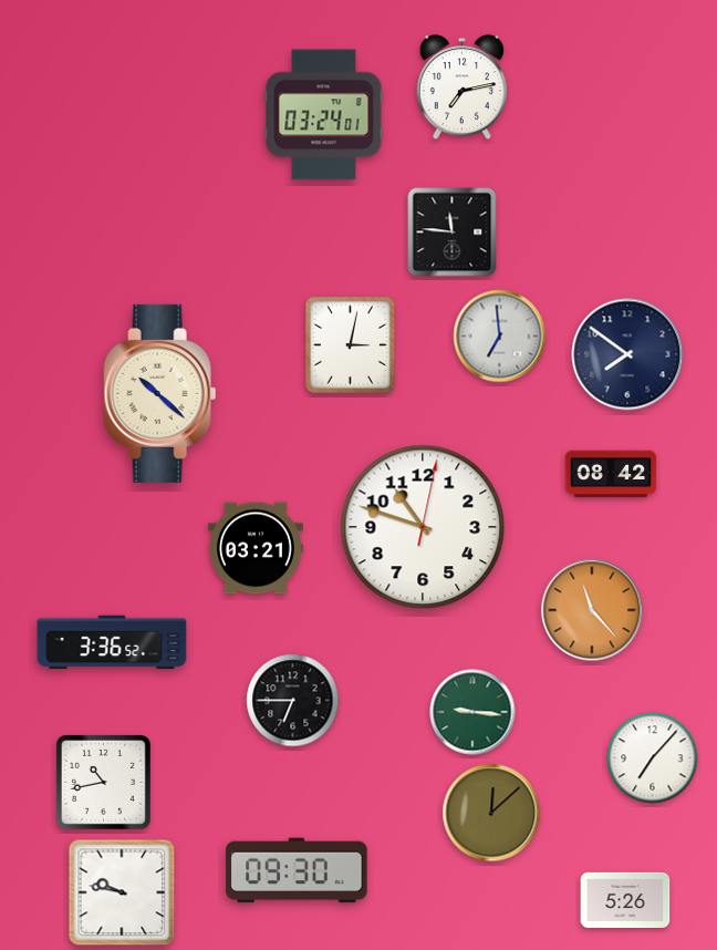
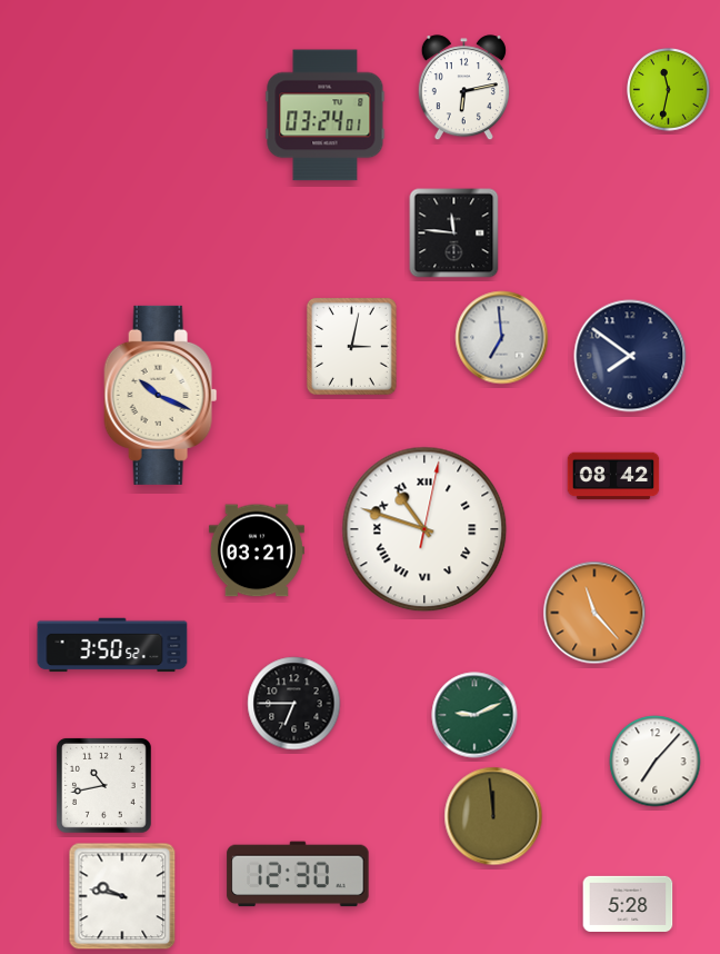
clock at (461, 87): 7:13 -> 6:13
clock at (669, 90): none -> 11:32
clock at (160, 393): 10:22 -> 10:19
clock at (423, 527) numerals: Arabic -> Roman
clock at (112, 642): 3:36 -> 3:50
clock at (472, 712): 9:16 -> 9:11
clock at (491, 813): 12:08 -> 11:59
clock at (297, 870): 09:30 -> 12:30
clock at (625, 900): 5:26 -> 5:28
